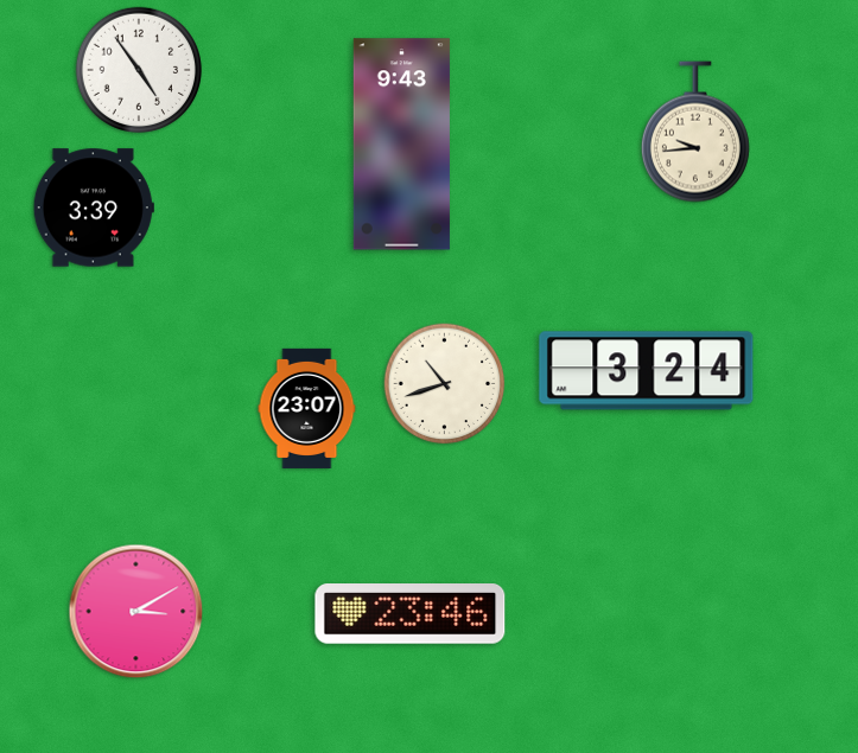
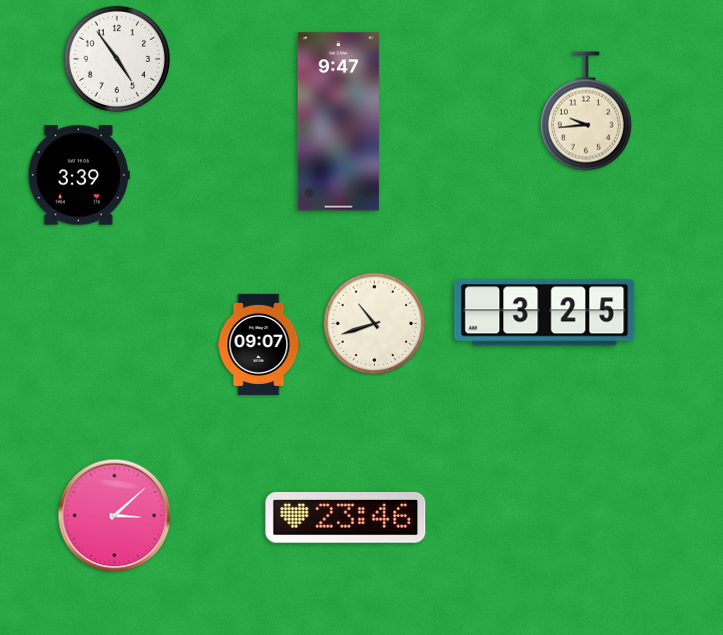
clock at (401, 145): 9:43 -> 9:47
clock at (647, 371): 3:24 -> 3:25
clock at (307, 408): 23:07 -> 09:07
clock at (136, 612): 3:10 -> 3:08
